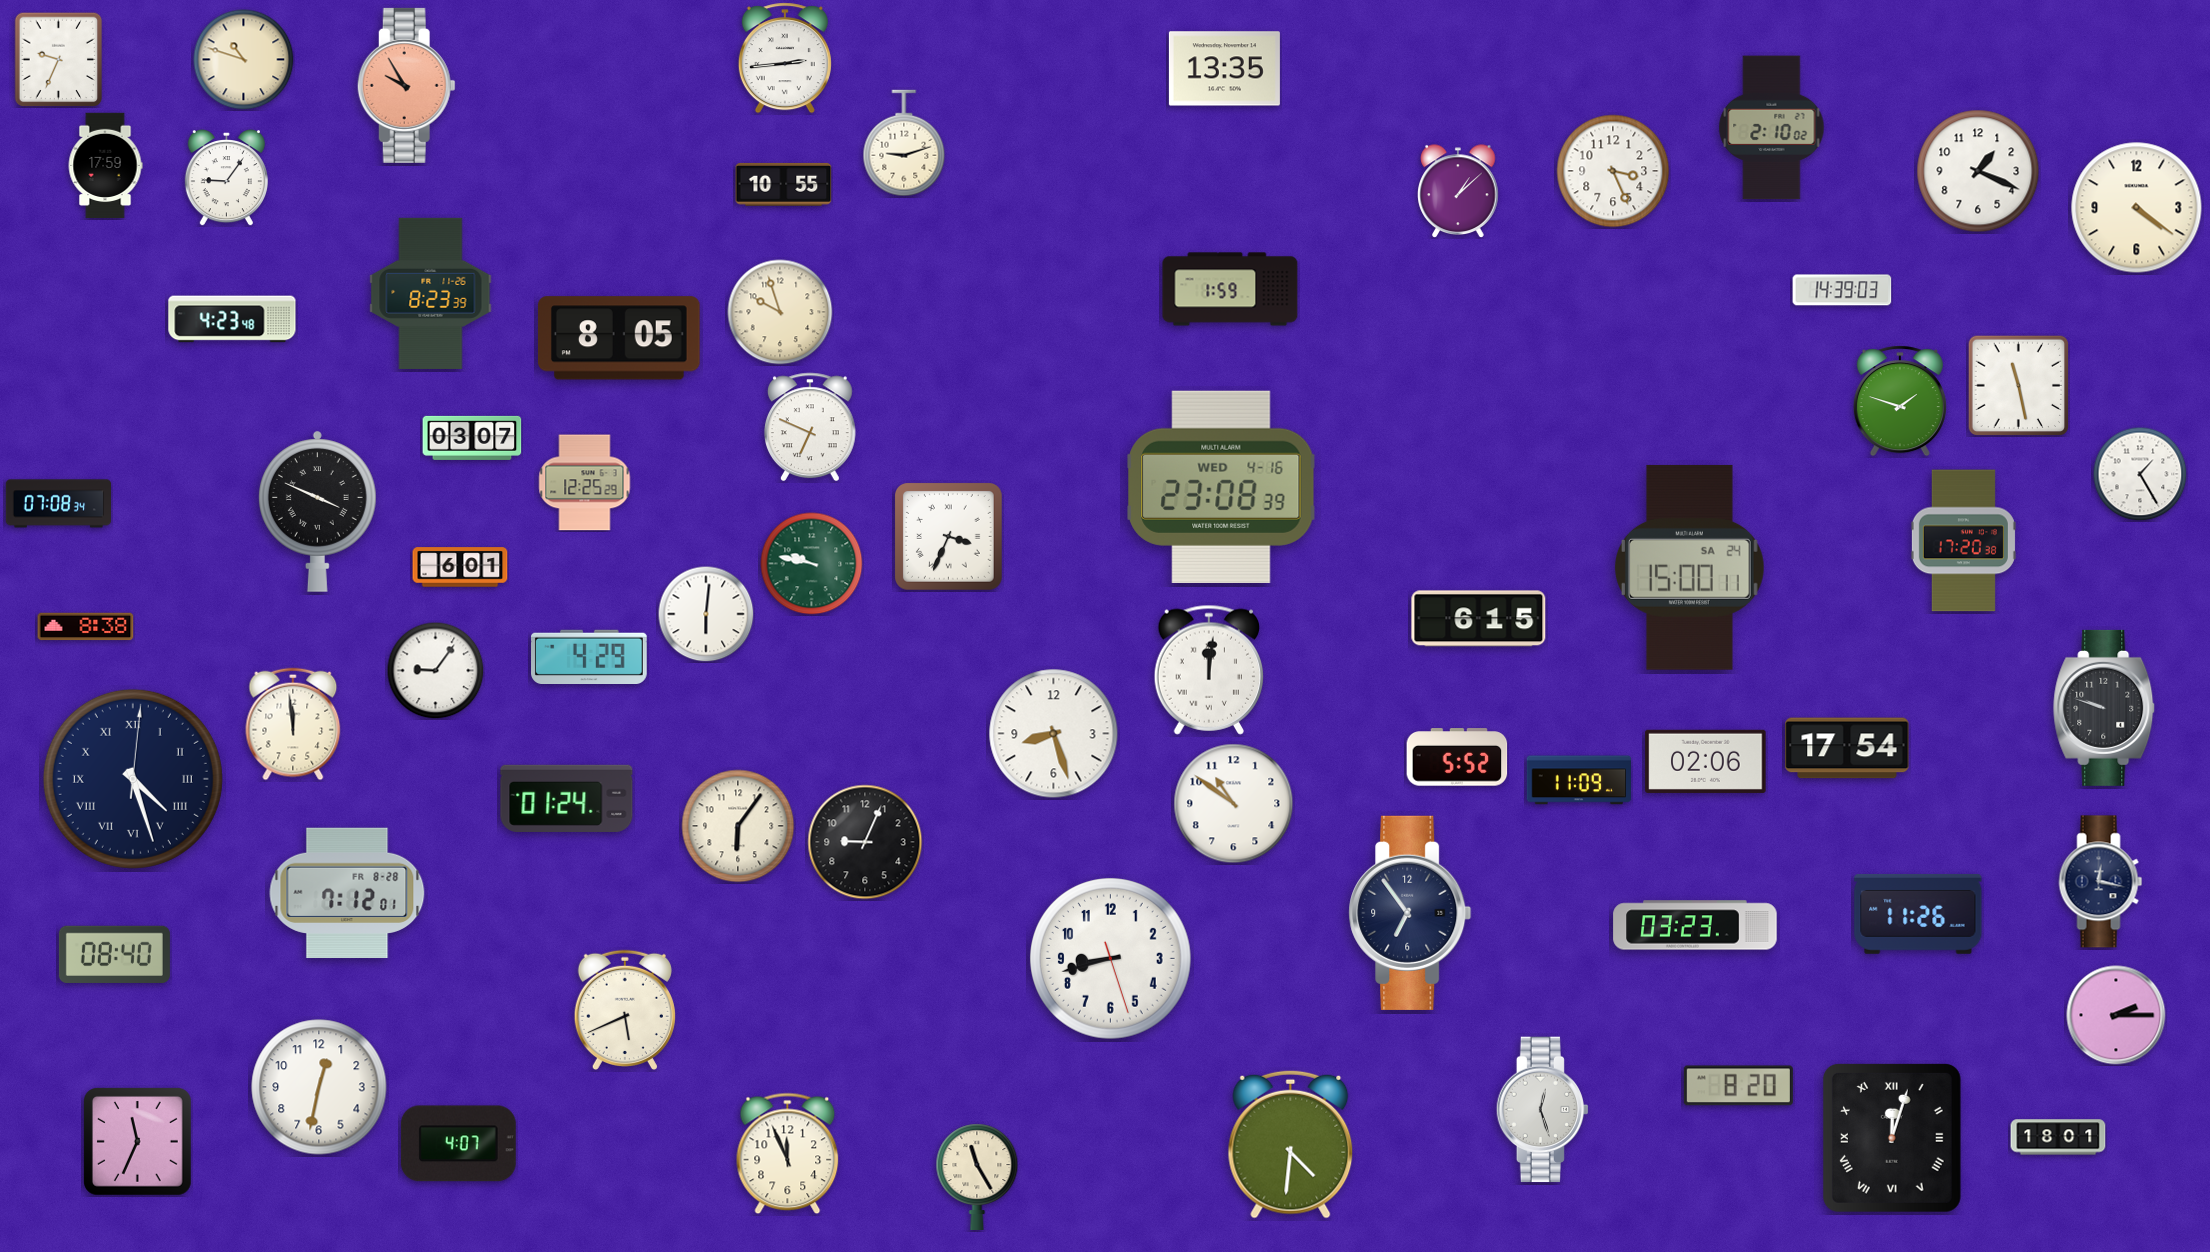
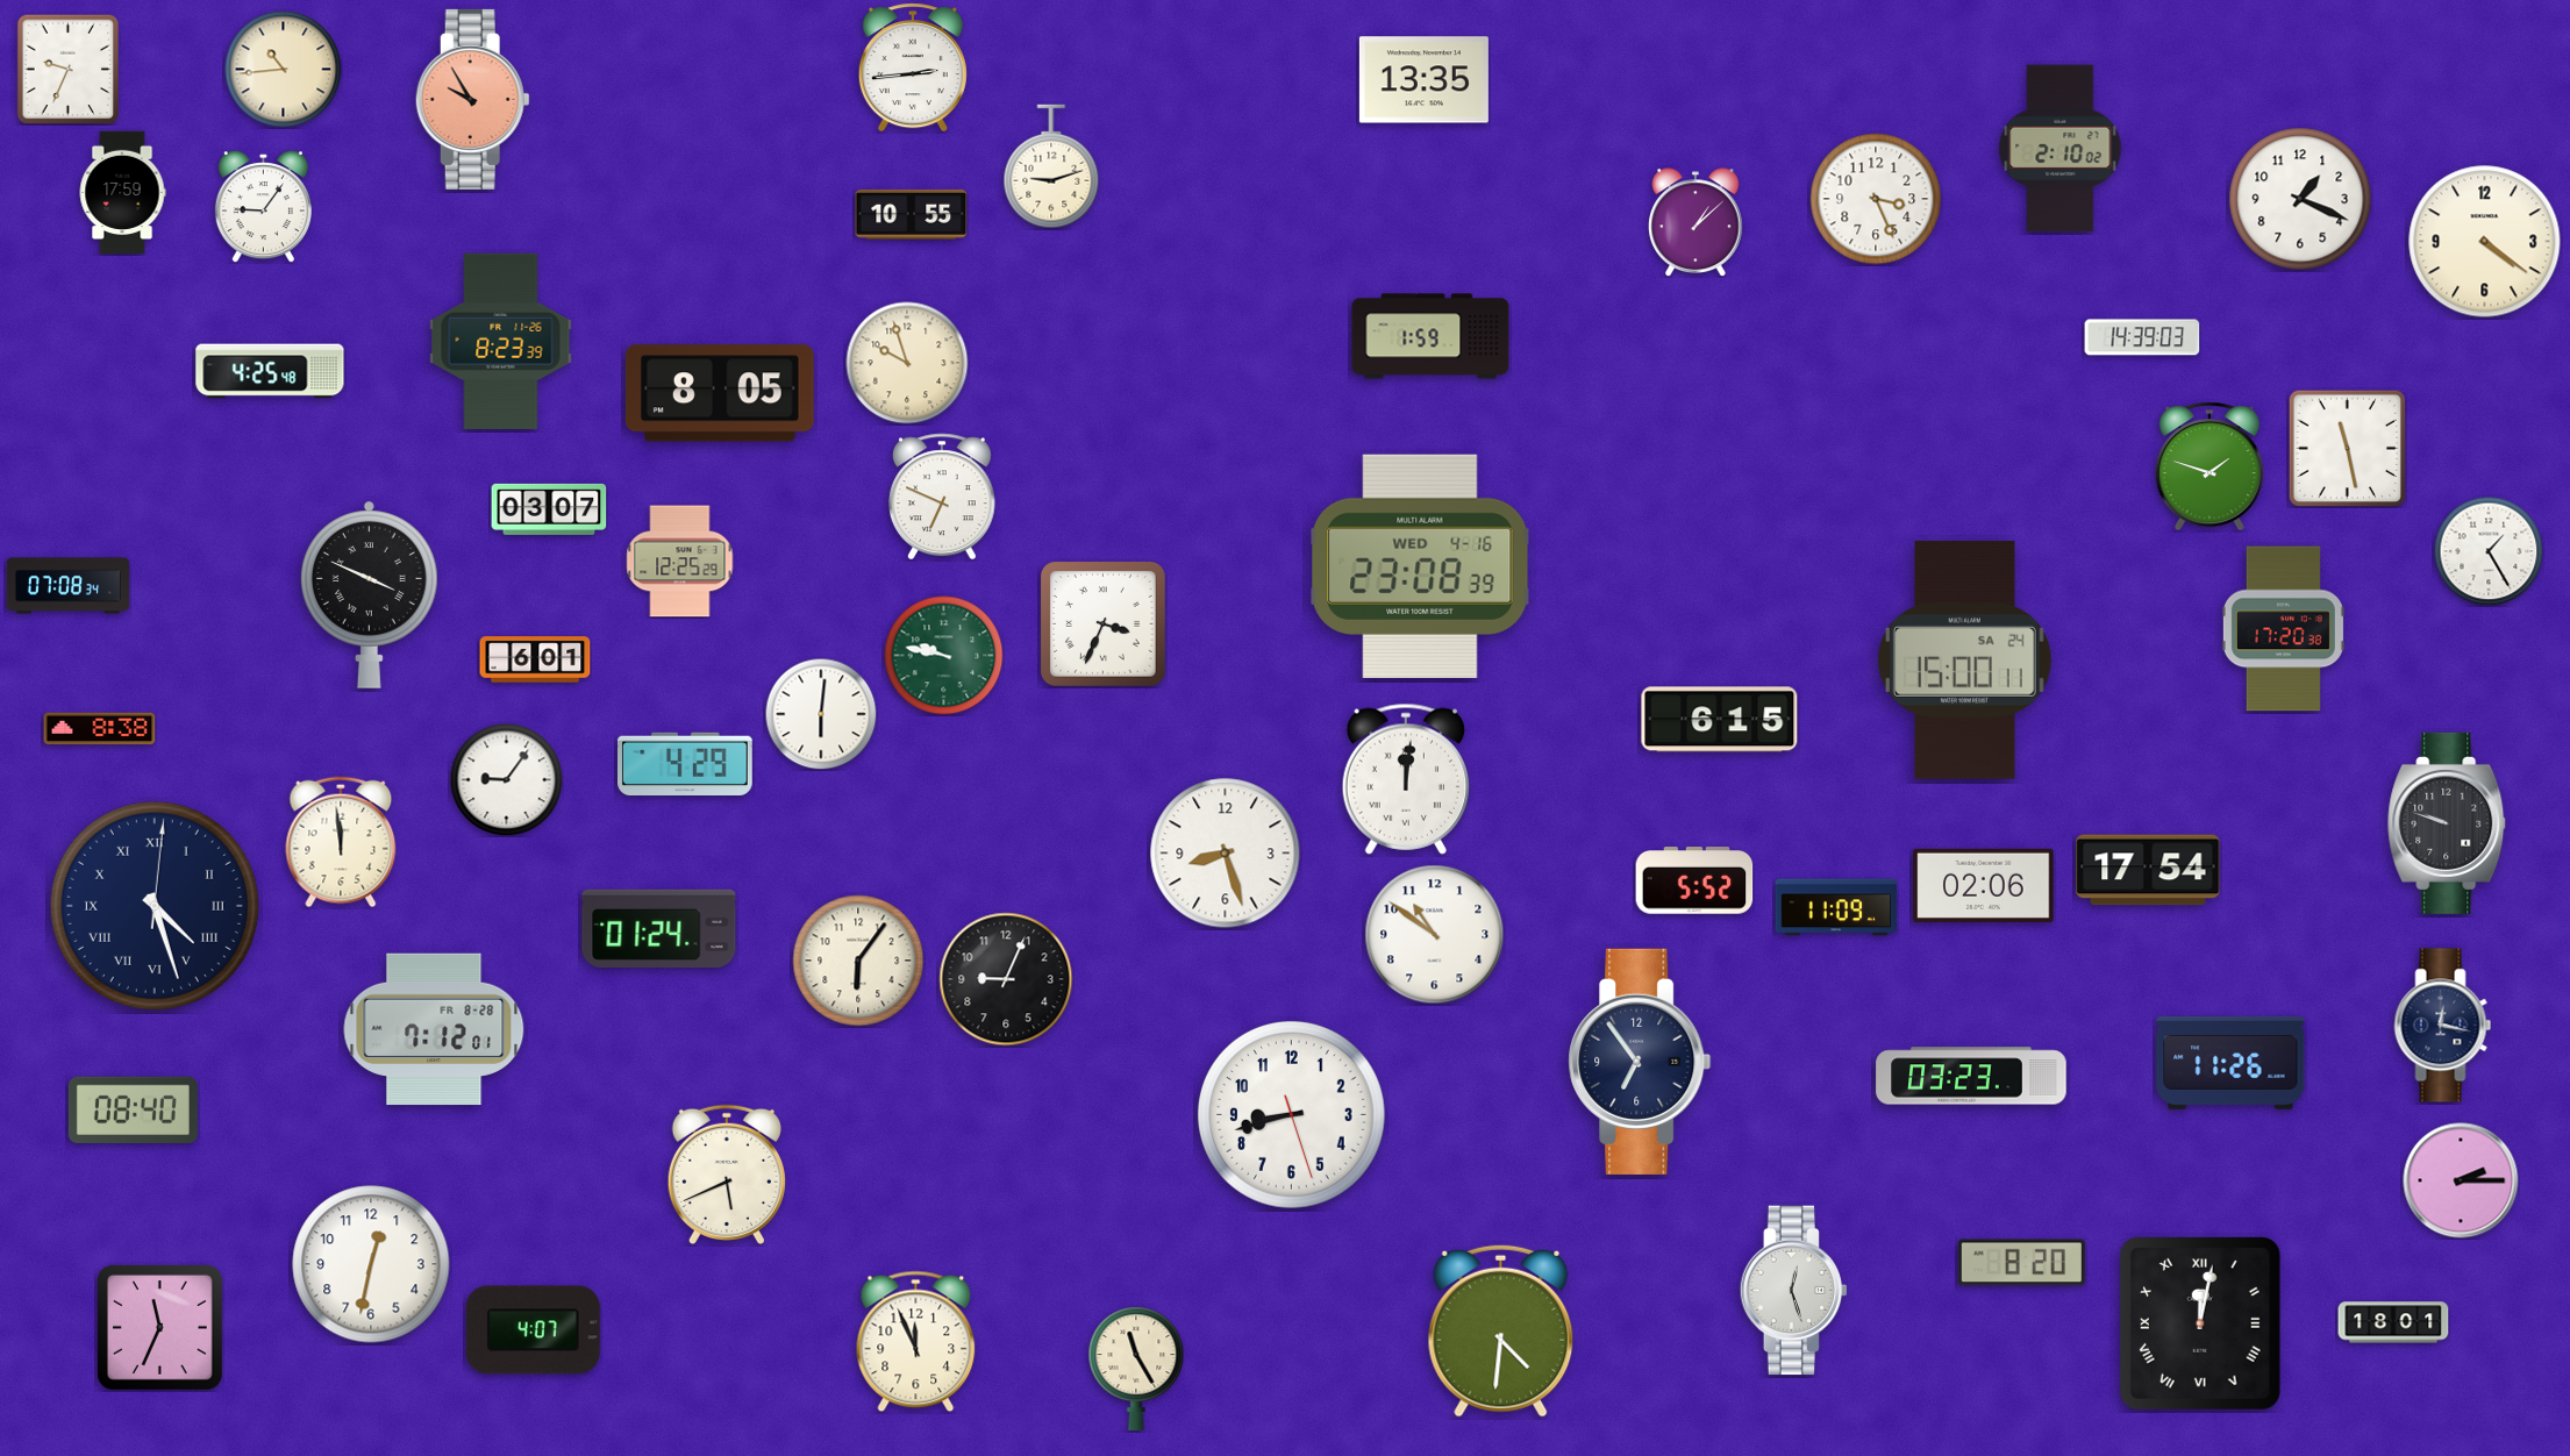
clock at (244, 60): 10:48 -> 10:44
clock at (232, 319): 4:23 -> 4:25
clock at (347, 893) position: (347, 893) -> (434, 1029)
clock at (1892, 1138): 12:03 -> 12:02
